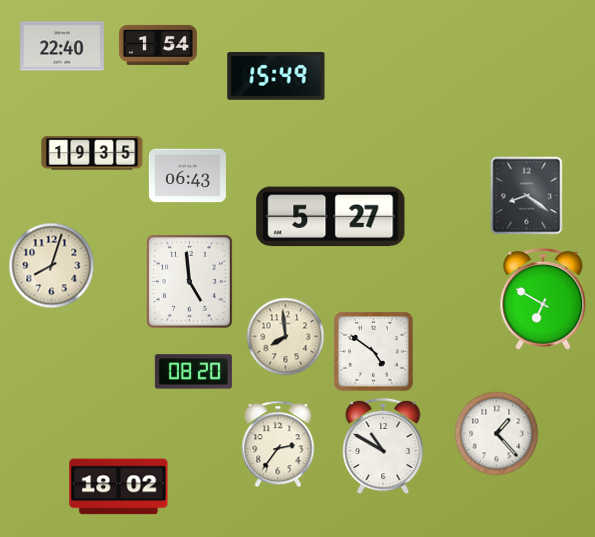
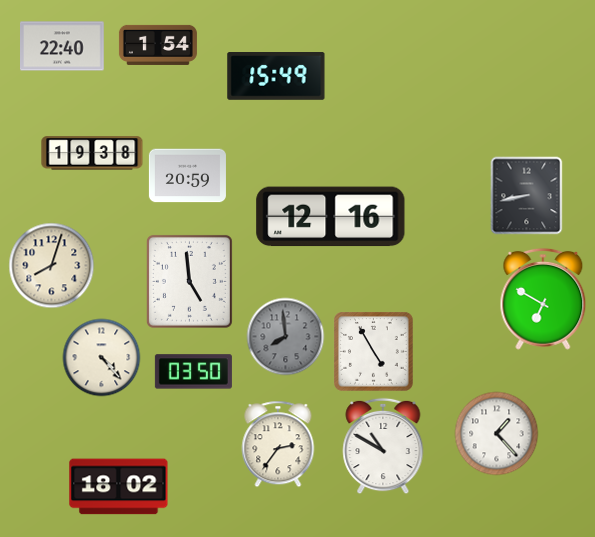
clock at (92, 153): 19:35 -> 19:38
clock at (187, 176): 06:43 -> 20:59
clock at (527, 195): 8:21 -> 8:43
clock at (331, 217): 5:27 -> 12:16
clock at (285, 336) dial: cream -> grey
clock at (374, 352): 4:51 -> 4:55
clock at (101, 357): none -> 4:23
clock at (193, 372): 08:20 -> 03:50
